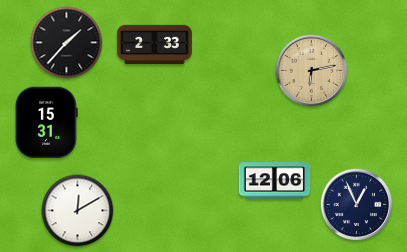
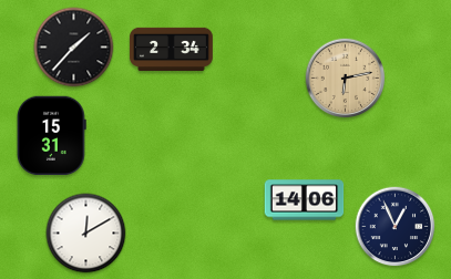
clock at (155, 45): 2:33 -> 2:34
clock at (275, 181): 12:06 -> 14:06
